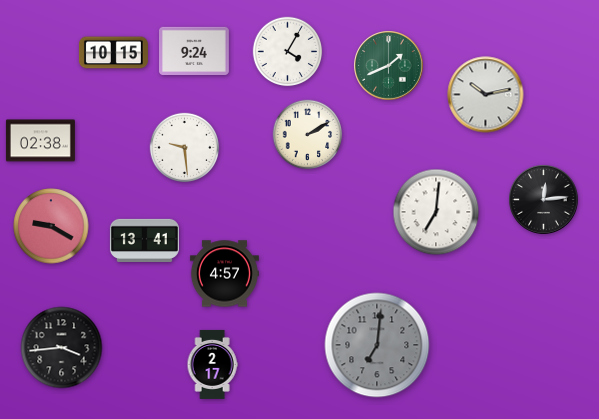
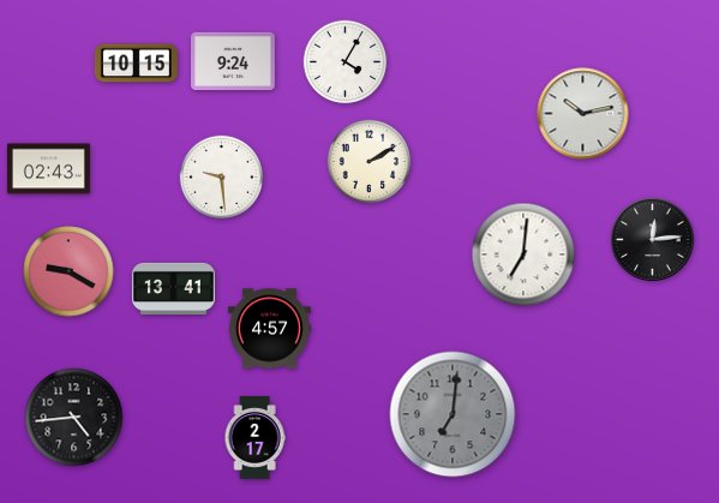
clock at (389, 66): 1:41 -> none
clock at (40, 141): 02:38 -> 02:43
clock at (51, 226) position: (51, 226) -> (68, 271)
clock at (62, 348): 3:44 -> 4:44
